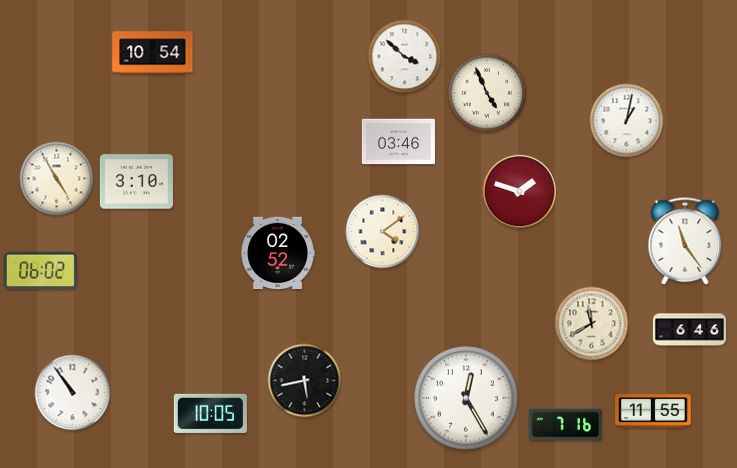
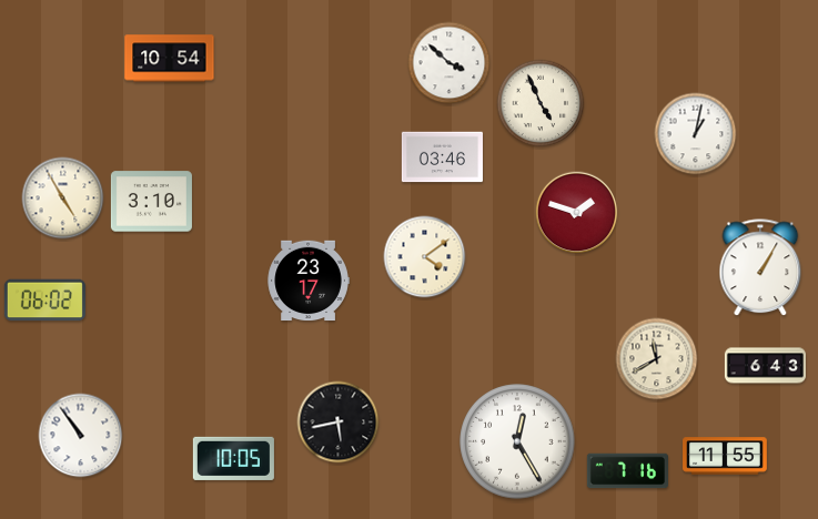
clock at (685, 242): 11:24 -> 1:05
clock at (278, 253): 02:52 -> 23:17
clock at (689, 330): 6:46 -> 6:43
